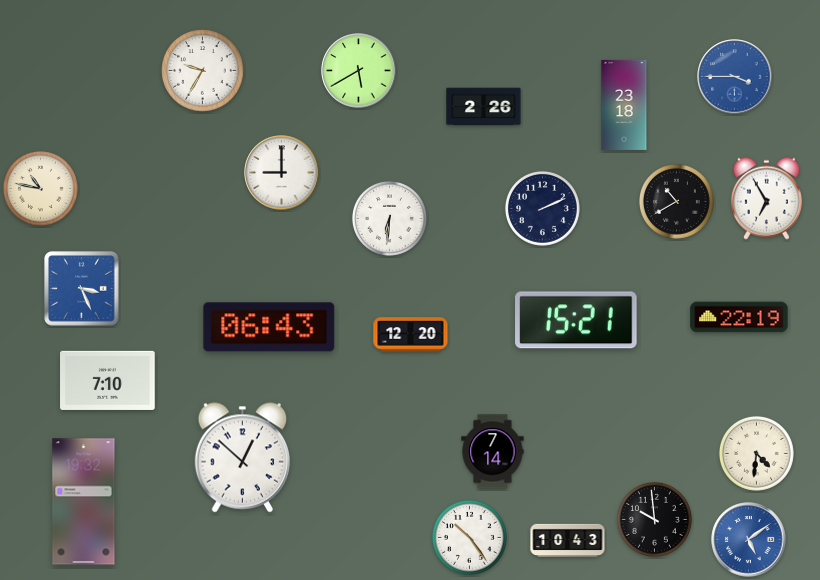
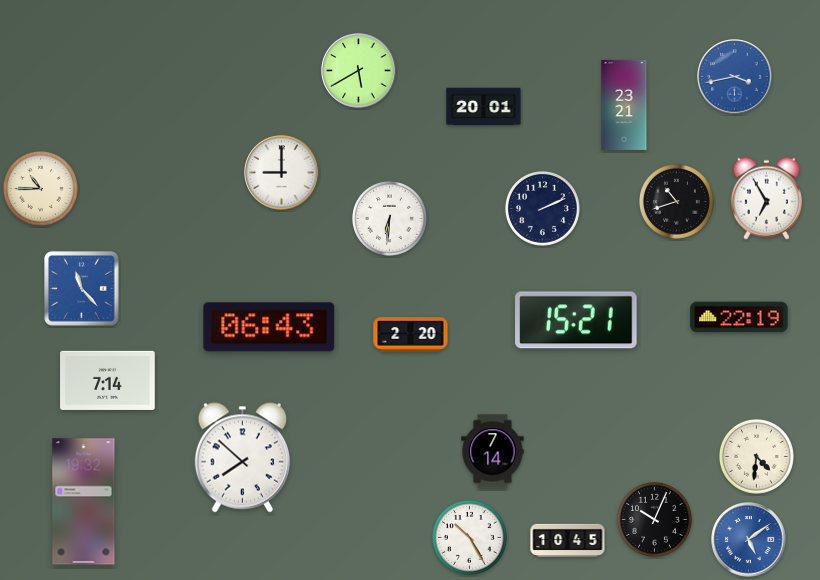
clock at (203, 71): 9:35 -> none
clock at (735, 77): 3:45 -> 3:43
clock at (624, 105): 23:18 -> 23:21
clock at (484, 107): 2:26 -> 20:01
clock at (40, 188): 10:47 -> 10:45
clock at (676, 201): 10:40 -> 10:42
clock at (82, 289): 3:26 -> 11:23
clock at (411, 335): 12:20 -> 2:20
clock at (108, 380): 7:10 -> 7:14
clock at (756, 453) position: (756, 453) -> (756, 456)
clock at (242, 458): 12:52 -> 7:52
clock at (654, 519): 9:59 -> 10:04
clock at (469, 537): 10:24 -> 10:25
clock at (568, 540): 10:43 -> 10:45
